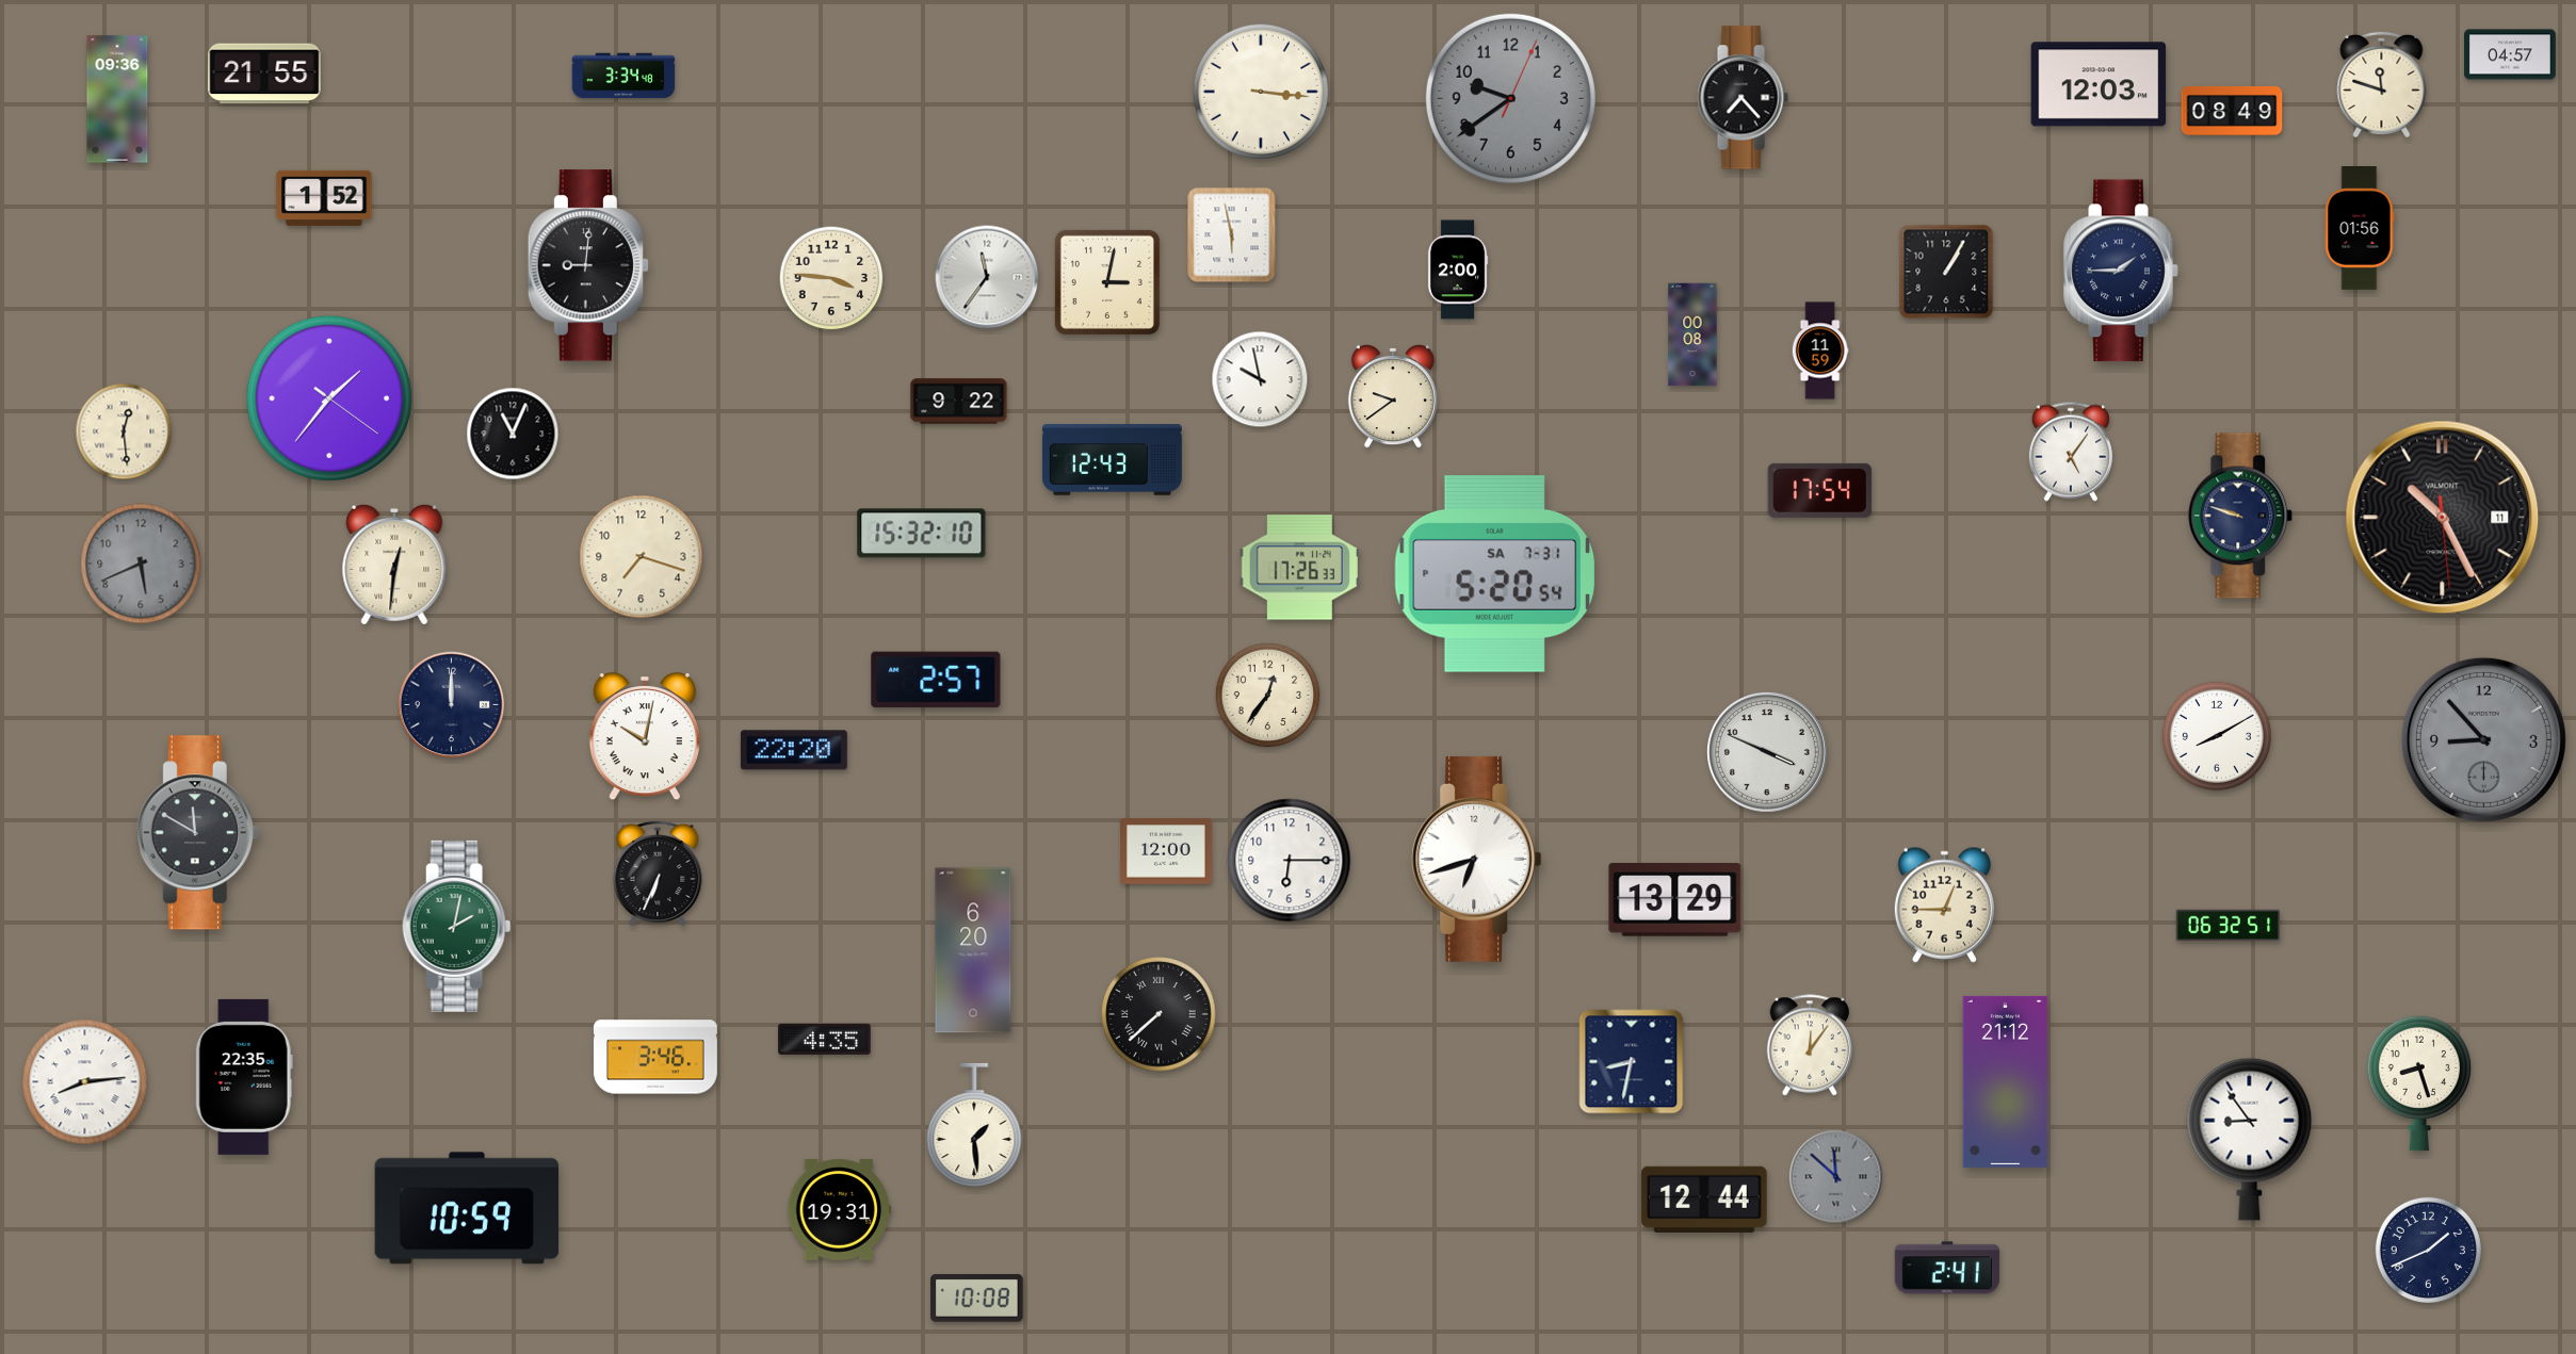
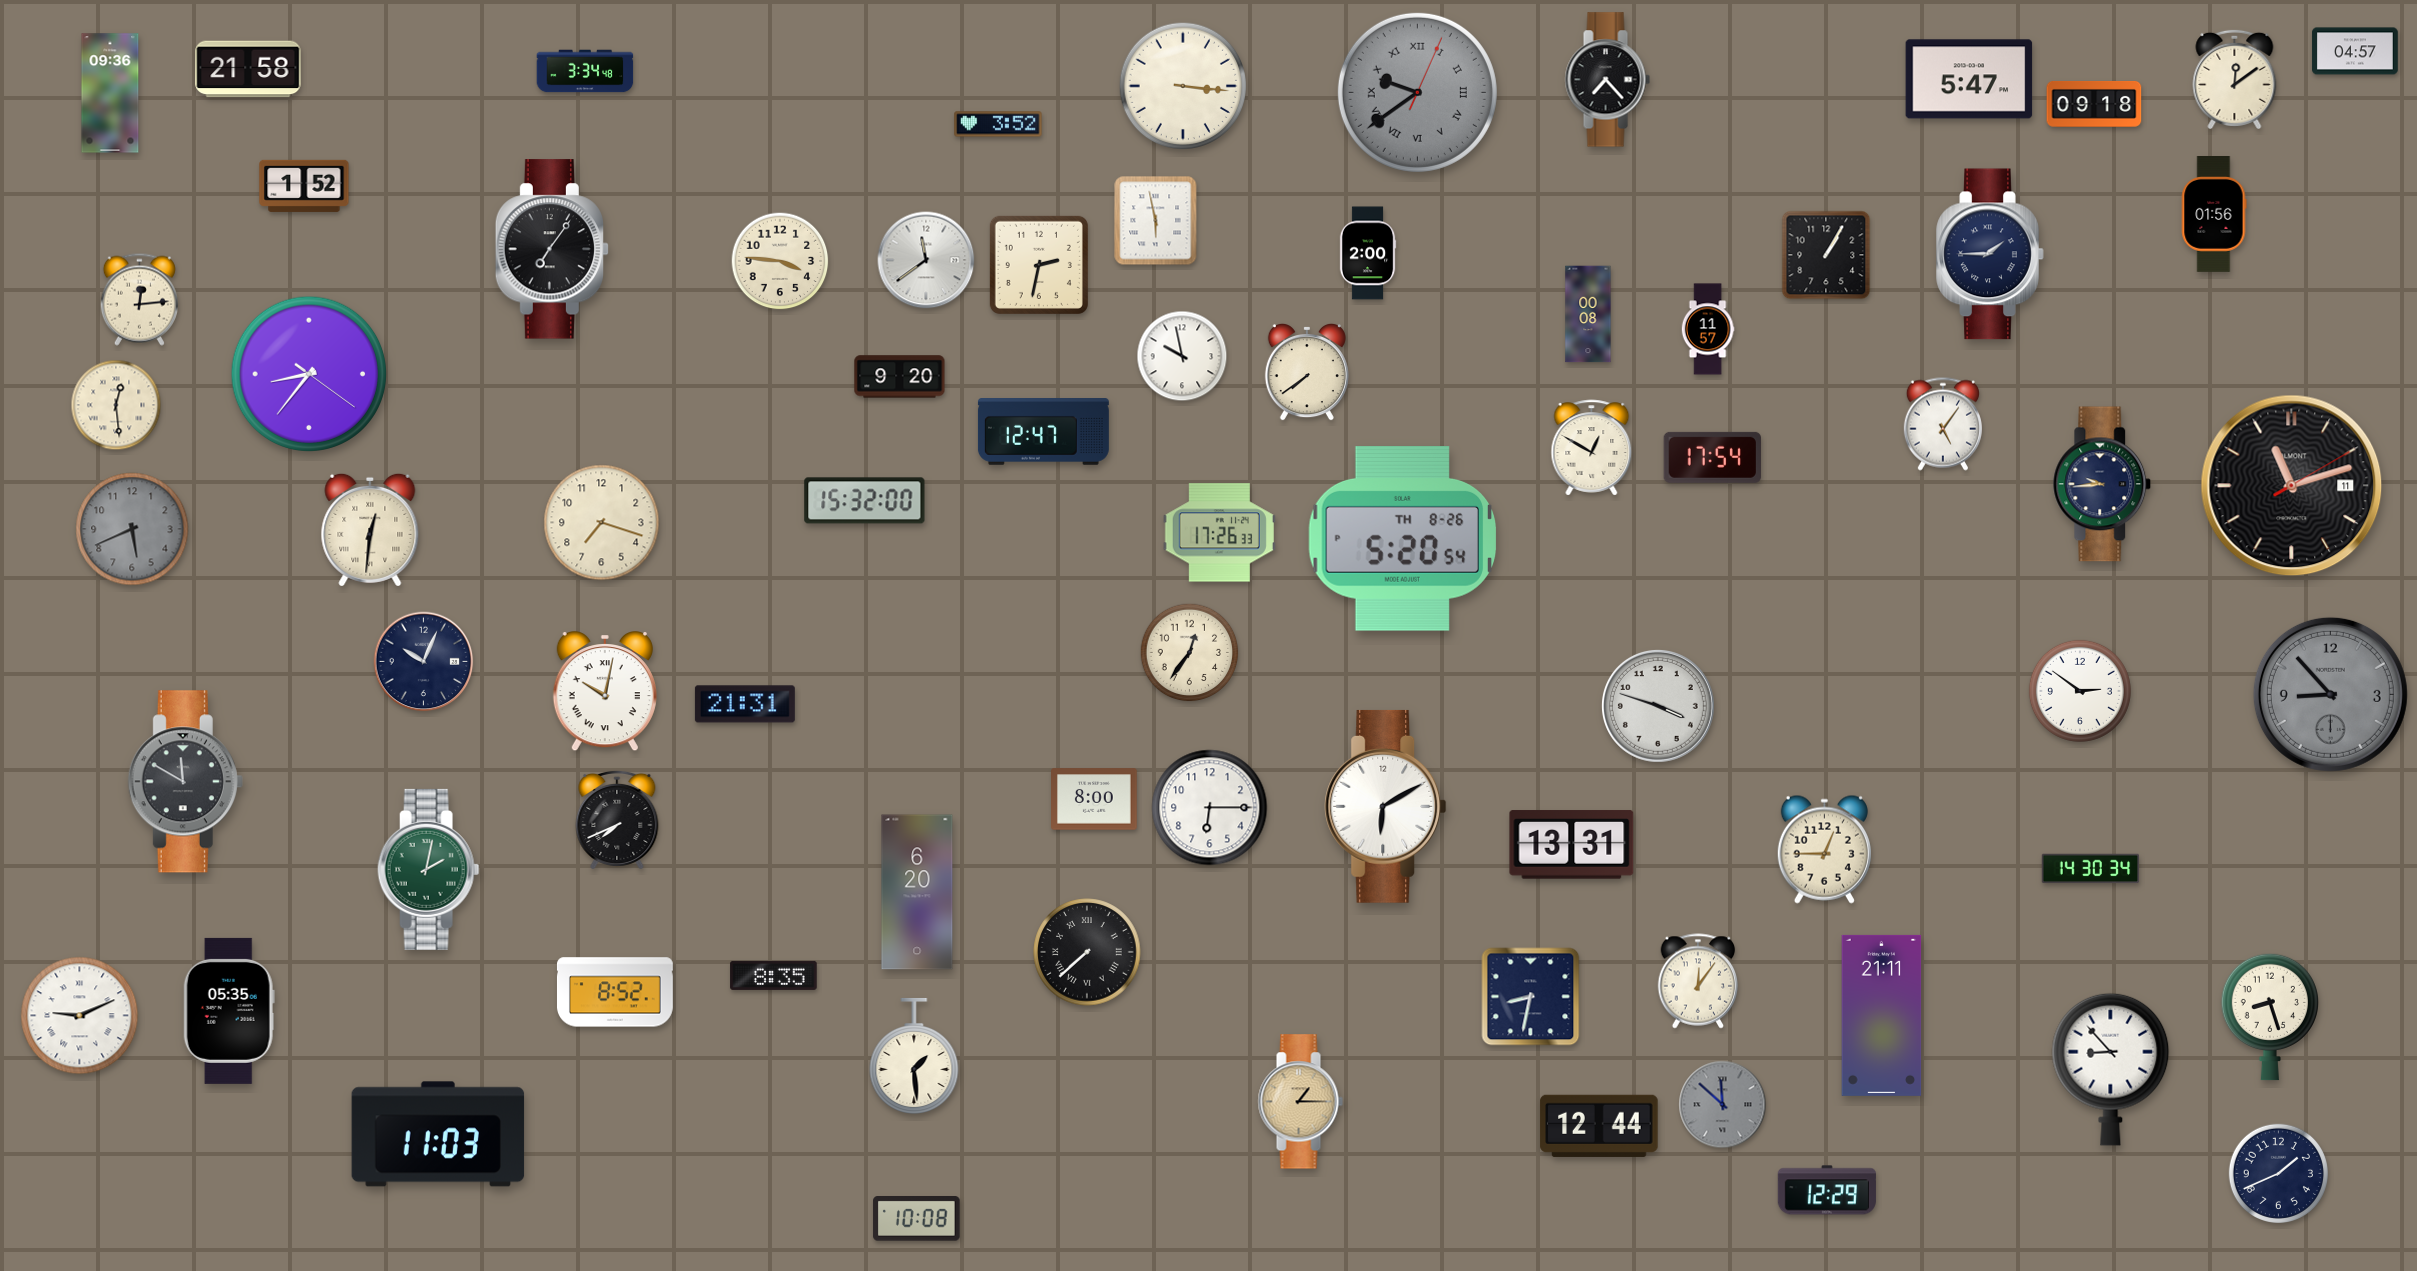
clock at (264, 74): 21:55 -> 21:58
clock at (2099, 84): 12:03 -> 5:47
clock at (2382, 84): 11:48 -> 12:09
clock at (1510, 98) numerals: Arabic -> Roman
clock at (1743, 98) position: (1743, 98) -> (1607, 80)
clock at (2232, 111): 08:49 -> 09:18
clock at (998, 124): none -> 3:52
clock at (588, 265): 9:01 -> 7:06
clock at (987, 277): 11:36 -> 11:39
clock at (1107, 282): 3:02 -> 2:32
clock at (139, 299): none -> 12:14
clock at (1820, 350): 11:59 -> 11:57
clock at (1393, 396): 9:39 -> 7:39
clock at (329, 398): 1:36 -> 8:36
clock at (959, 402): 9:22 -> 9:20
clock at (513, 434): 11:04 -> none
clock at (1112, 460): 12:43 -> 12:47
clock at (1592, 448): none -> 12:50
clock at (1819, 490) position: (1819, 490) -> (1712, 457)
clock at (2240, 516): 9:48 -> 9:44
clock at (2443, 518): 10:25 -> 11:12
clock at (922, 534): 15:32:10 -> 15:32:00
clock at (1495, 574) date: SA 7-31 -> TH 8-26
clock at (936, 680): 2:57 -> none
clock at (452, 705): 12:00 -> 10:04
clock at (2217, 736): 8:10 -> 2:51
clock at (794, 750): 22:20 -> 21:31
clock at (1767, 752): 3:49 -> 3:48
clock at (1166, 851): 12:00 -> 8:00
clock at (1477, 859): 6:42 -> 6:10
clock at (658, 874): 6:34 -> 7:41
clock at (1675, 900): 13:29 -> 13:31
clock at (2229, 926): 06:32 -> 14:30
clock at (973, 950) position: (973, 950) -> (917, 892)
clock at (825, 1039): 4:35 -> 8:35
clock at (655, 1057): 3:46 -> 8:52
clock at (244, 1077): 22:35 -> 05:35
clock at (2006, 1081): 21:12 -> 21:11
clock at (85, 1082): 8:14 -> 9:11
clock at (2250, 1139): 8:54 -> 8:53
clock at (1300, 1102): none -> 1:15
clock at (467, 1208): 10:59 -> 11:03
clock at (840, 1210): 19:31 -> none
clock at (1947, 1268): 2:41 -> 12:29
